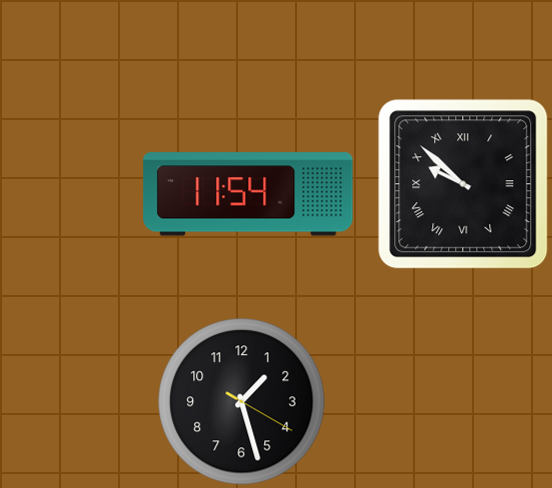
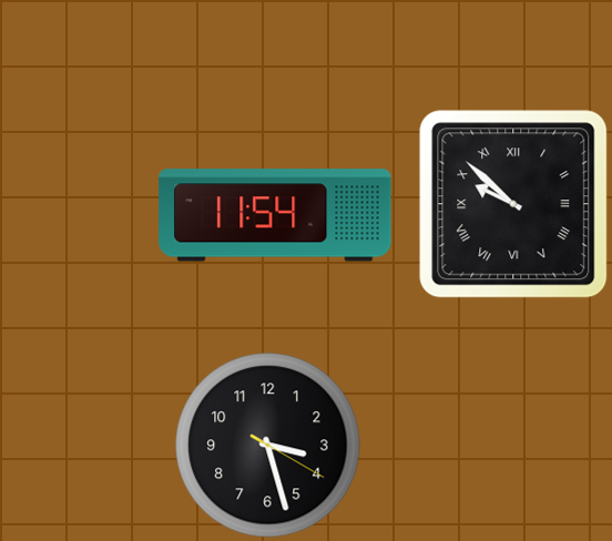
clock at (242, 402): 1:27 -> 3:27
